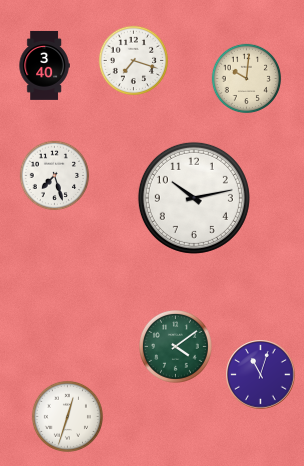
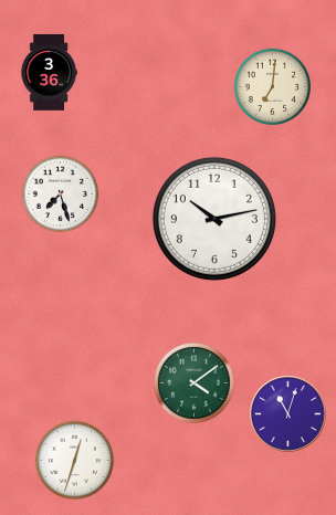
clock at (134, 61): 7:18 -> none
clock at (44, 65): 3:40 -> 3:36
clock at (247, 79): 10:01 -> 7:01
